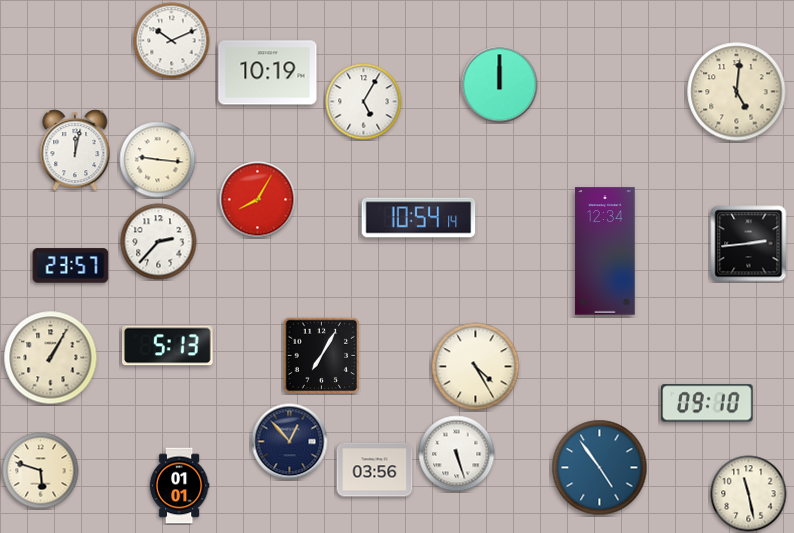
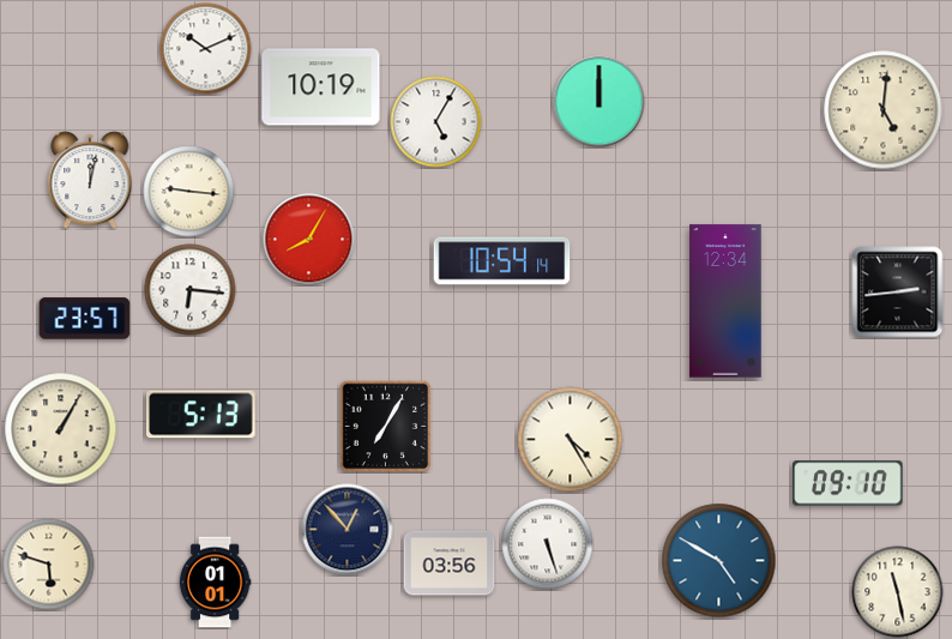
clock at (159, 242): 2:37 -> 6:16
clock at (600, 468): 4:54 -> 4:50
